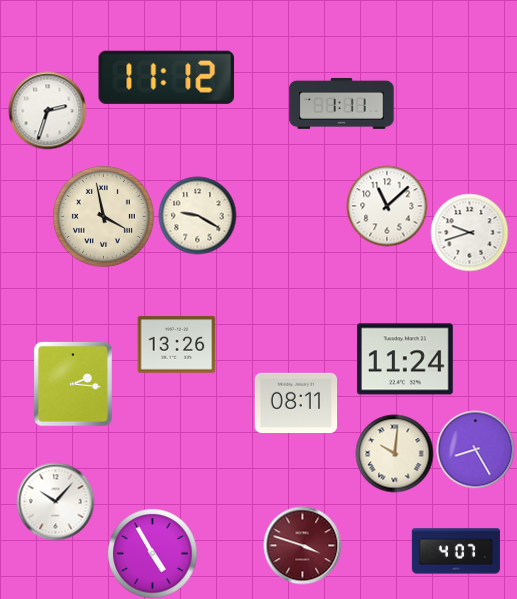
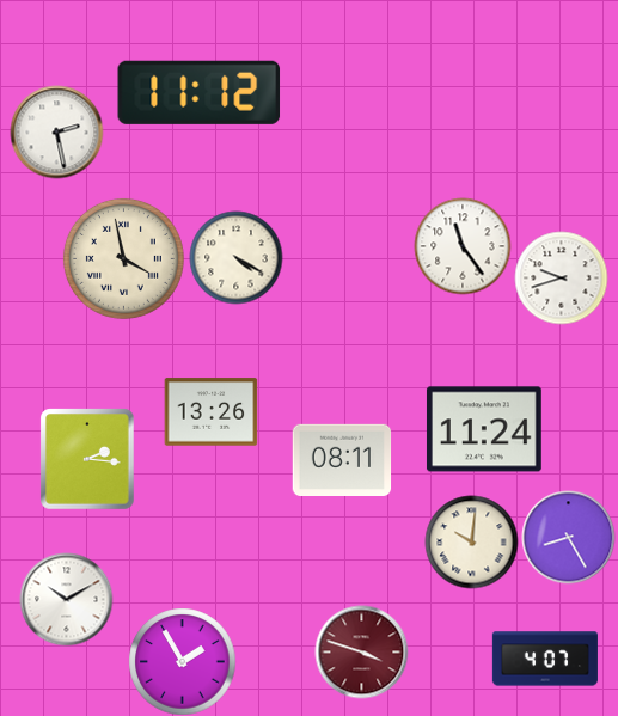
clock at (342, 103): 1:11 -> none
clock at (47, 110): 2:33 -> 2:28
clock at (387, 206): 11:08 -> 11:24
clock at (197, 215): 9:20 -> 4:20
clock at (296, 402) position: (296, 402) -> (342, 459)
clock at (55, 501): 10:07 -> 10:10
clock at (152, 553): 4:55 -> 1:55
